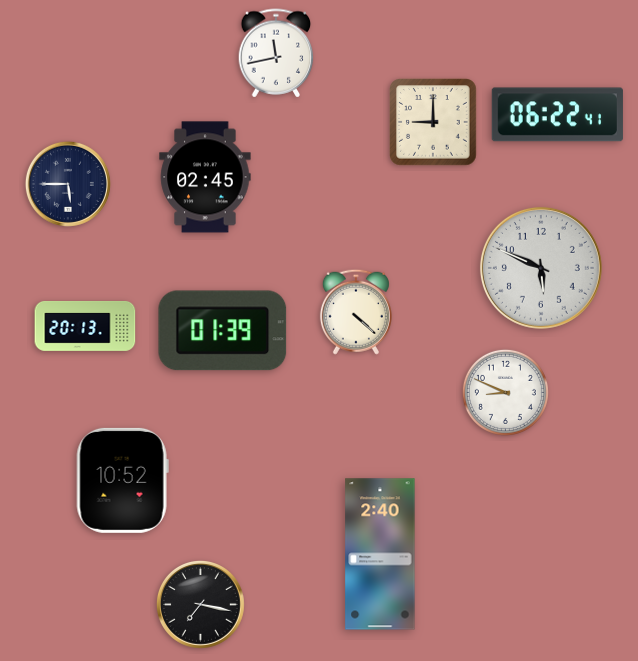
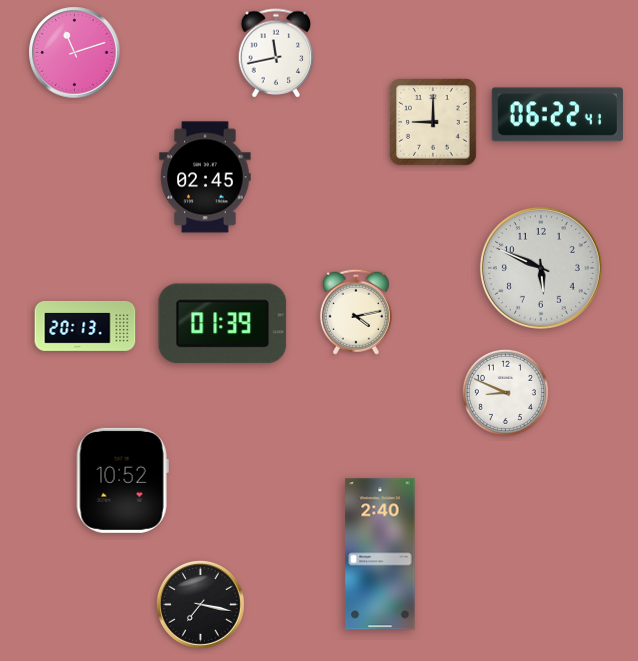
clock at (75, 53): none -> 11:12
clock at (68, 184): 5:45 -> none
clock at (356, 312): 4:22 -> 4:13
clock at (223, 331) position: (223, 331) -> (223, 324)
